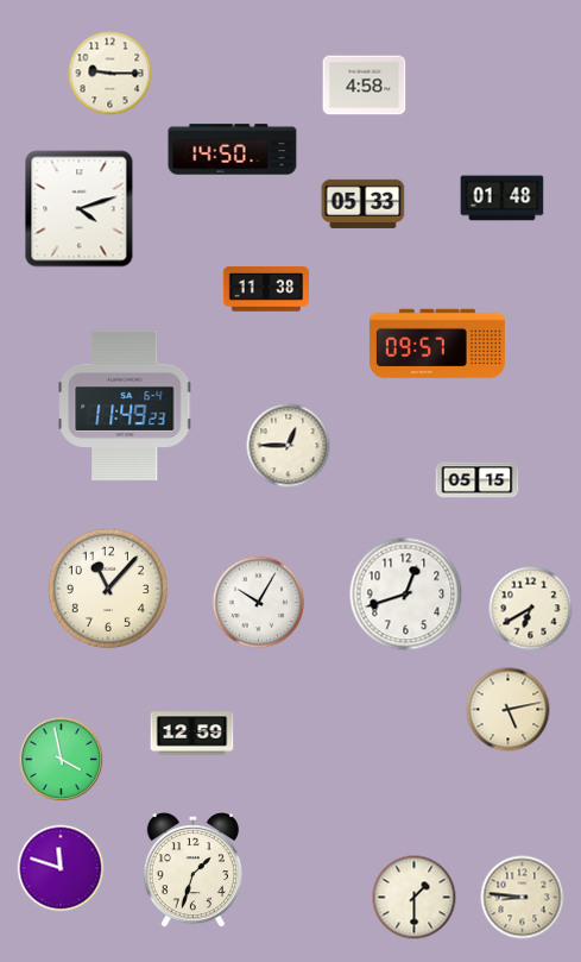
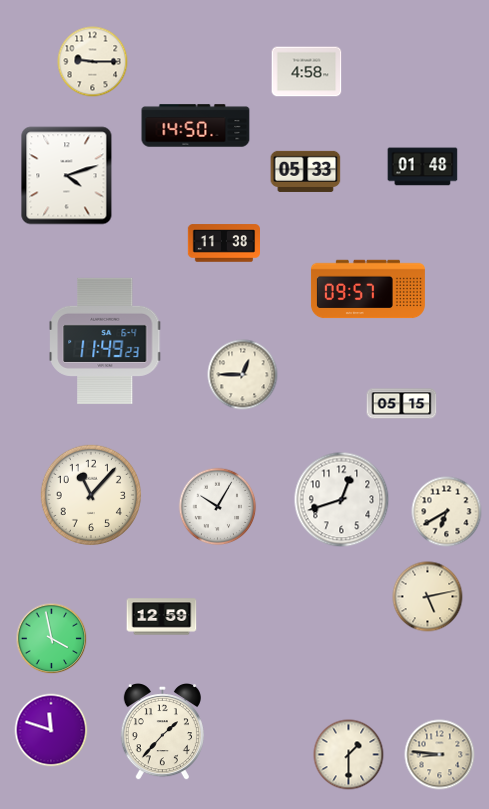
clock at (192, 872): 1:33 -> 1:37
